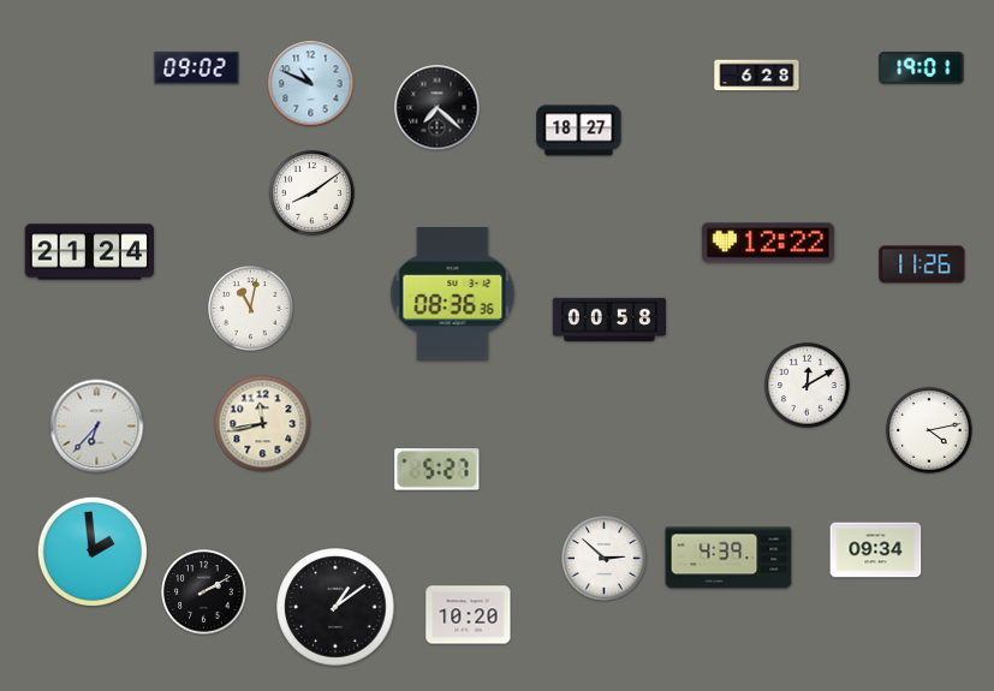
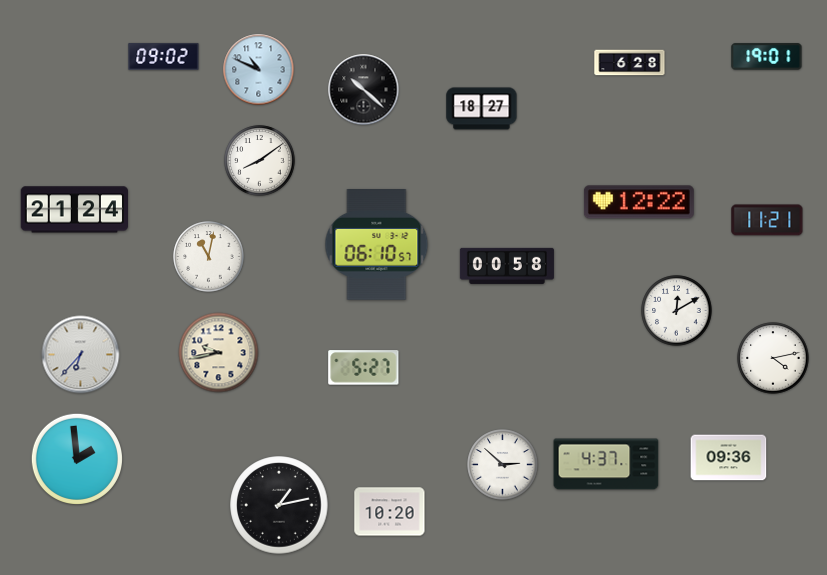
clock at (438, 108): 7:22 -> 10:22
clock at (922, 264): 11:26 -> 11:21
clock at (453, 294): 08:36 -> 06:10
clock at (808, 386) position: (808, 386) -> (677, 311)
clock at (263, 424): 11:43 -> 9:43
clock at (438, 470) position: (438, 470) -> (364, 368)
clock at (876, 550): 09:34 -> 09:36
clock at (728, 558): 4:39 -> 4:37
clock at (204, 592): 2:10 -> none
clock at (335, 607): 1:09 -> 1:13
